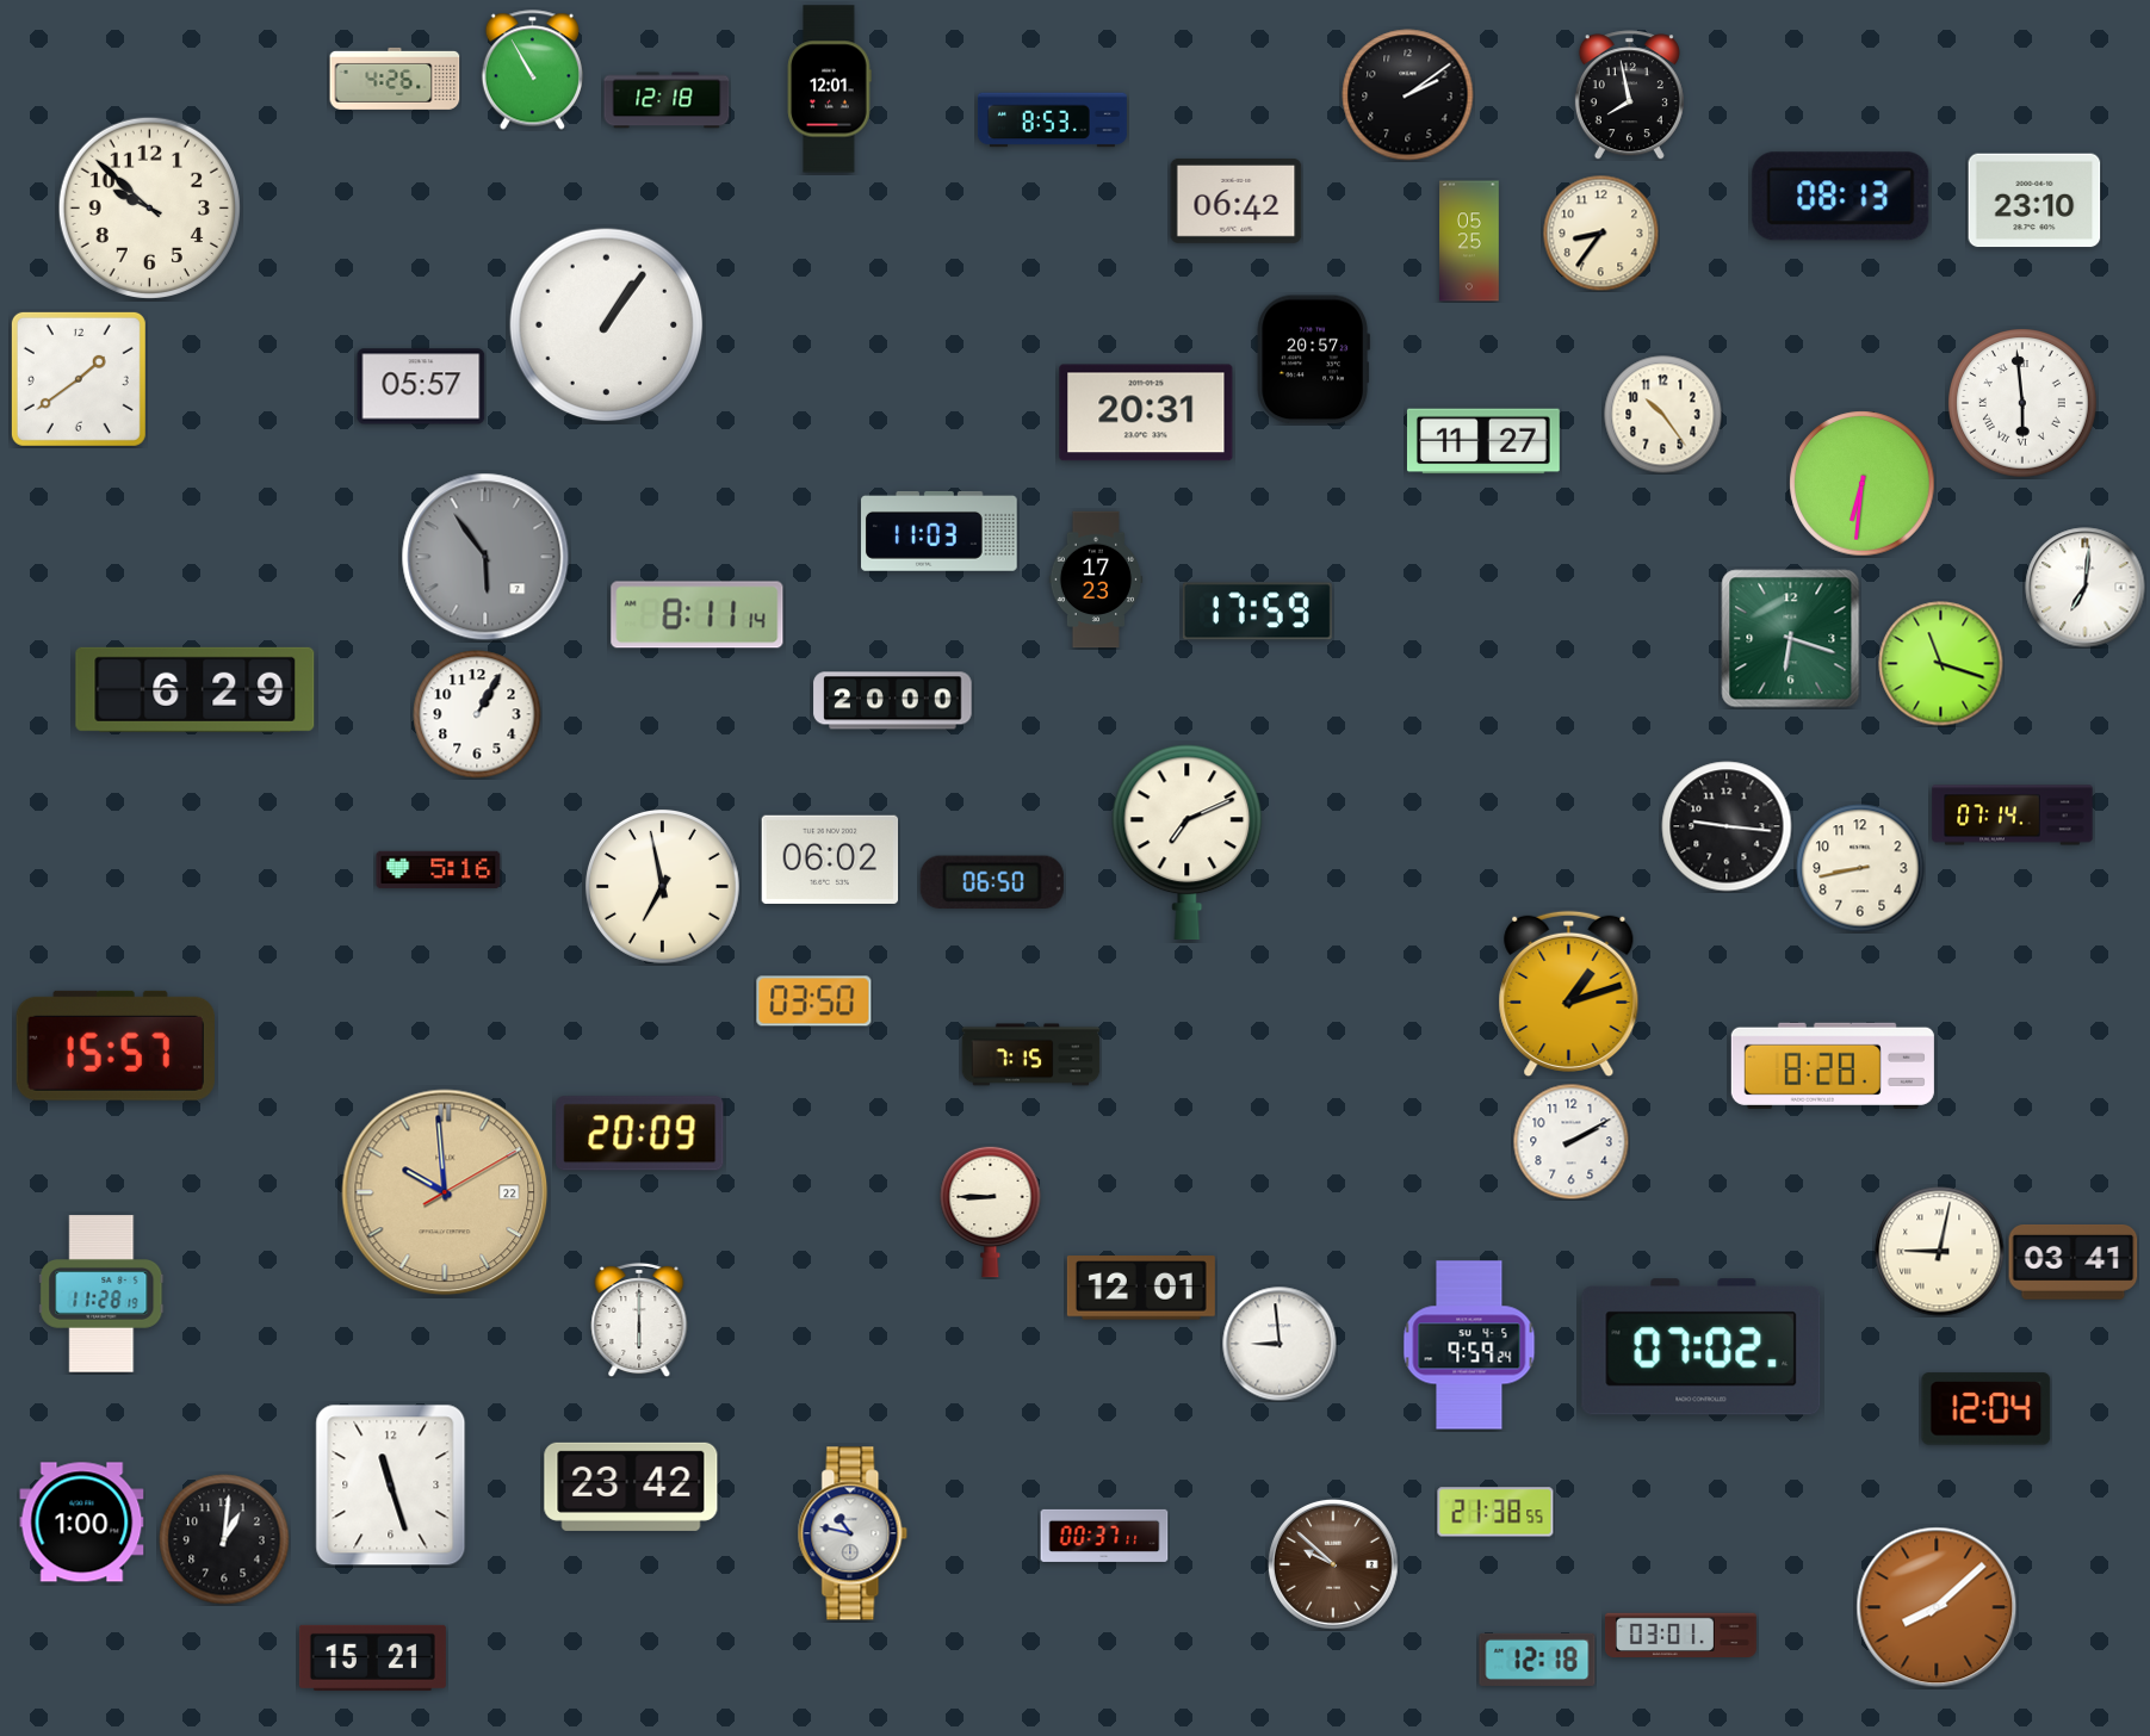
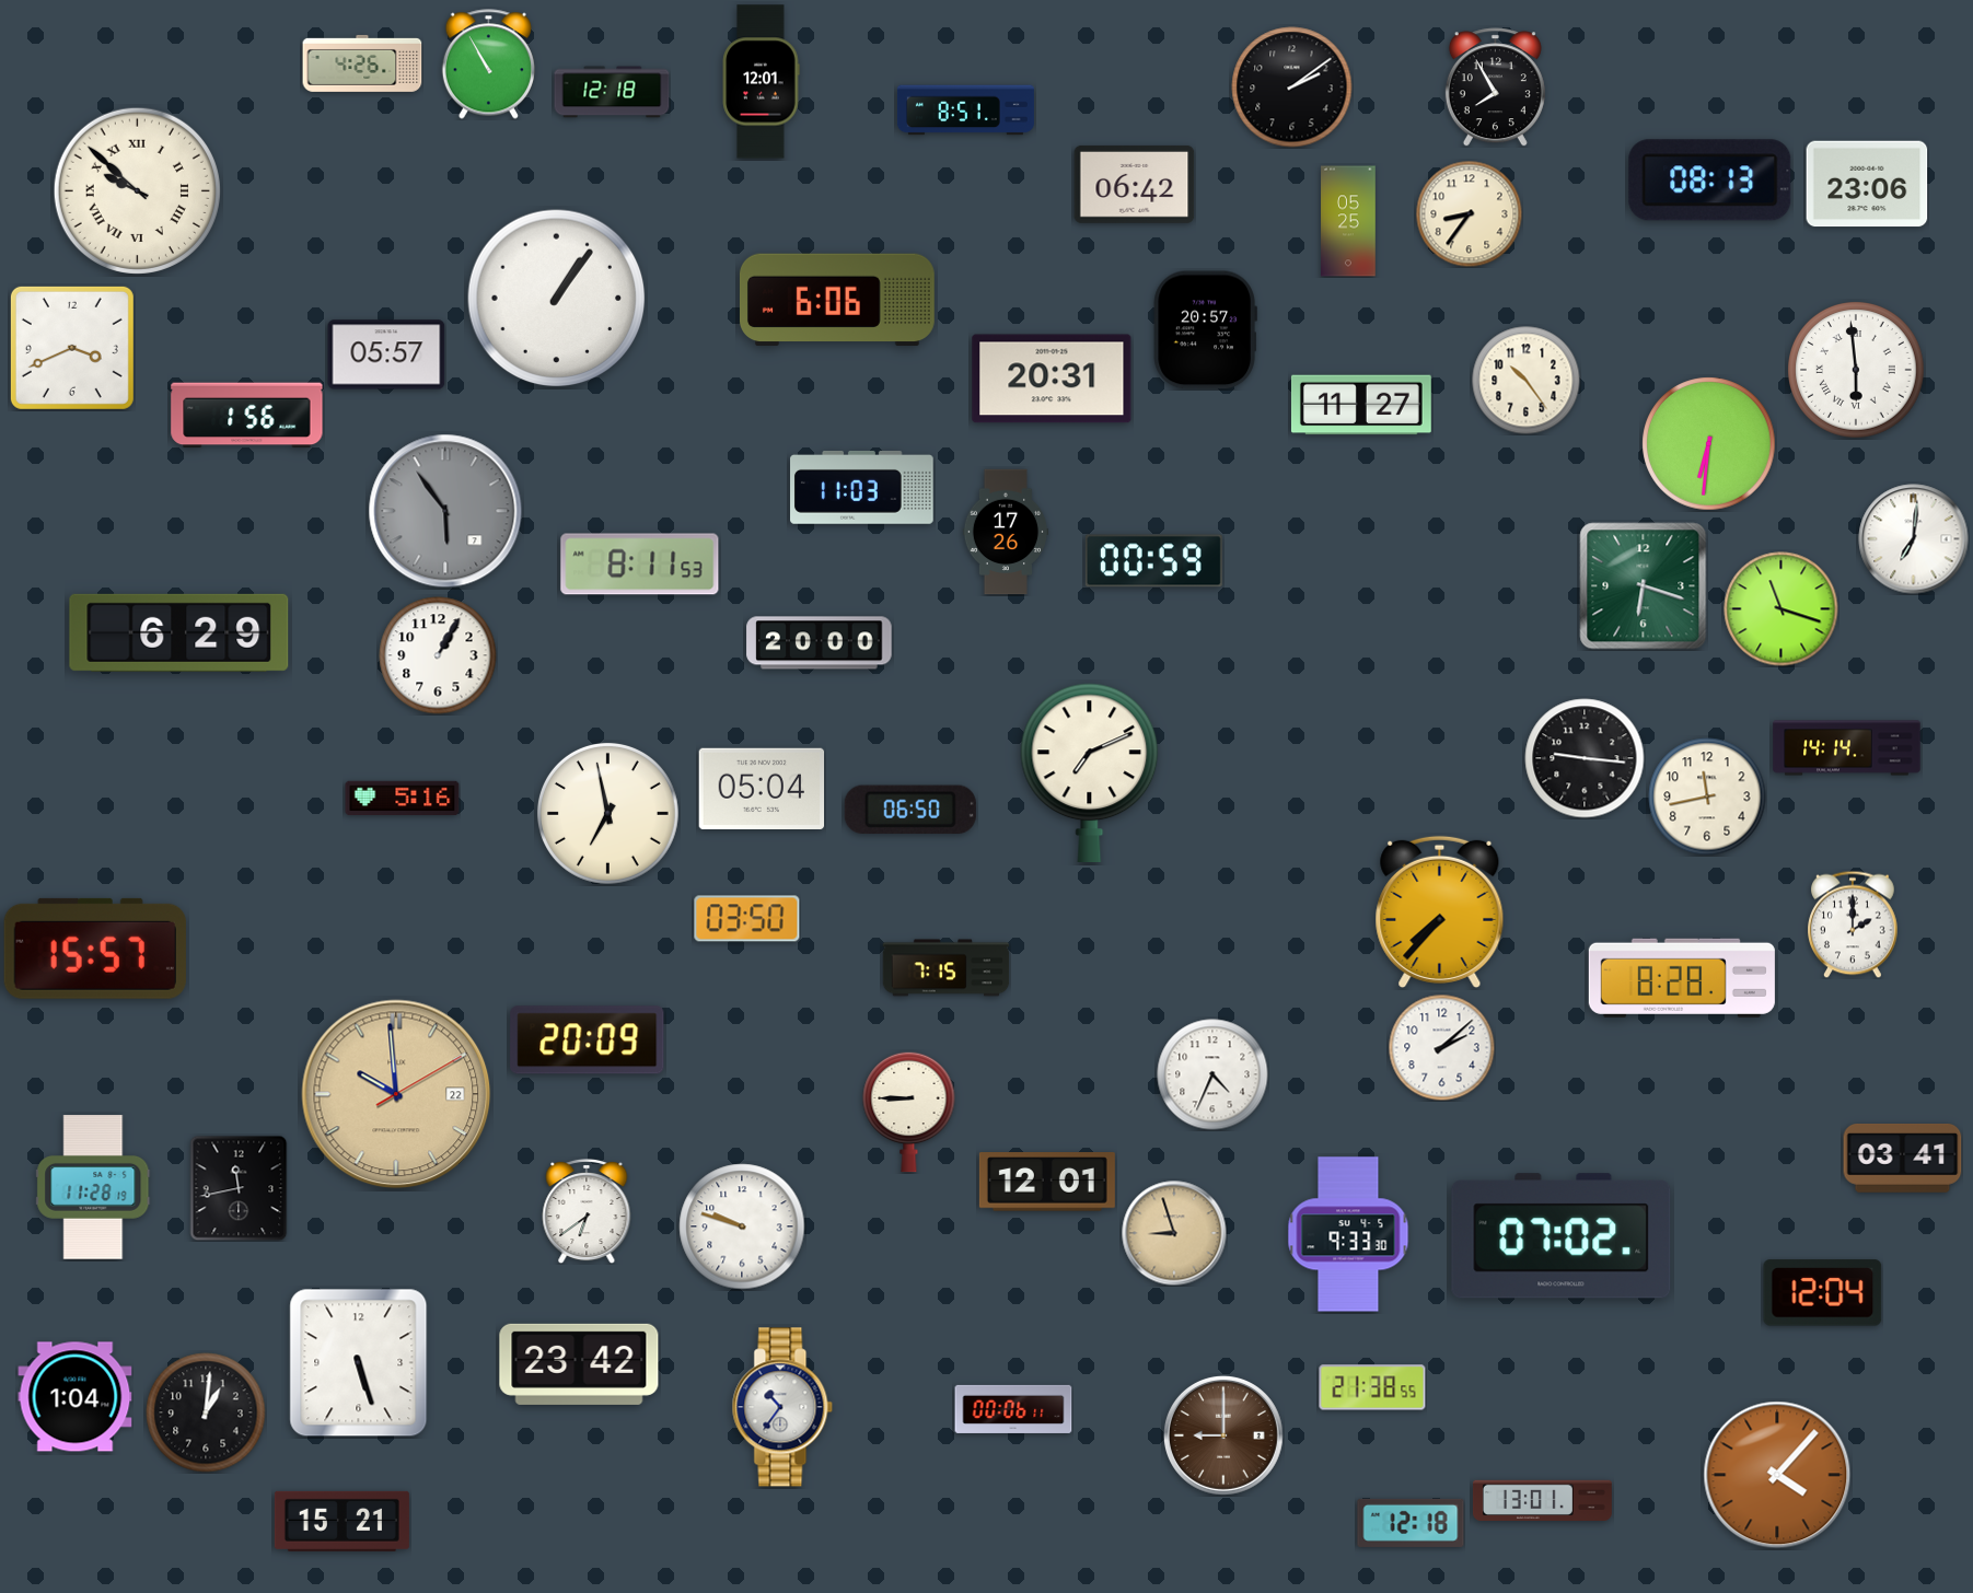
clock at (395, 79) position: (395, 79) -> (362, 63)
clock at (1629, 95): 7:58 -> 7:55
clock at (1052, 120): 8:53 -> 8:51
clock at (1841, 197) position: (1841, 197) -> (1710, 181)
clock at (2034, 200): 23:10 -> 23:06
clock at (149, 207) numerals: Arabic -> Roman
clock at (837, 300): none -> 6:06
clock at (79, 379): 1:39 -> 3:41
clock at (247, 416): none -> 1:56
clock at (1096, 579): 17:23 -> 17:26
clock at (1257, 612): 17:59 -> 00:59
clock at (698, 615): 8:11:14 -> 8:11:53
clock at (2013, 816): 07:14 -> 14:14
clock at (830, 860): 06:02 -> 05:04
clock at (1860, 868): 8:43 -> 11:43
clock at (1569, 993): 1:12 -> 7:37
clock at (1854, 925): none -> 2:00
clock at (116, 1046) position: (116, 1046) -> (95, 949)
clock at (1570, 1141): 2:10 -> 2:08
clock at (1212, 1074): none -> 4:34
clock at (445, 1192) position: (445, 1192) -> (396, 1094)
clock at (1940, 1252): 9:02 -> none
clock at (239, 1188): none -> 11:43
clock at (639, 1320): 6:00 -> 6:39
clock at (742, 1226): none -> 9:48
clock at (1280, 1344): 8:59 -> 8:57
clock at (1280, 1344) dial: white -> champagne
clock at (1469, 1345): 9:59 -> 9:33
clock at (391, 1486): 11:27 -> 5:27
clock at (82, 1523): 1:00 -> 1:04
clock at (853, 1533): 10:47 -> 10:36
clock at (1104, 1536): 00:37 -> 00:06
clock at (1333, 1564): 9:52 -> 9:00
clock at (1937, 1607): 8:08 -> 4:07
clock at (1680, 1635): 03:01 -> 13:01
